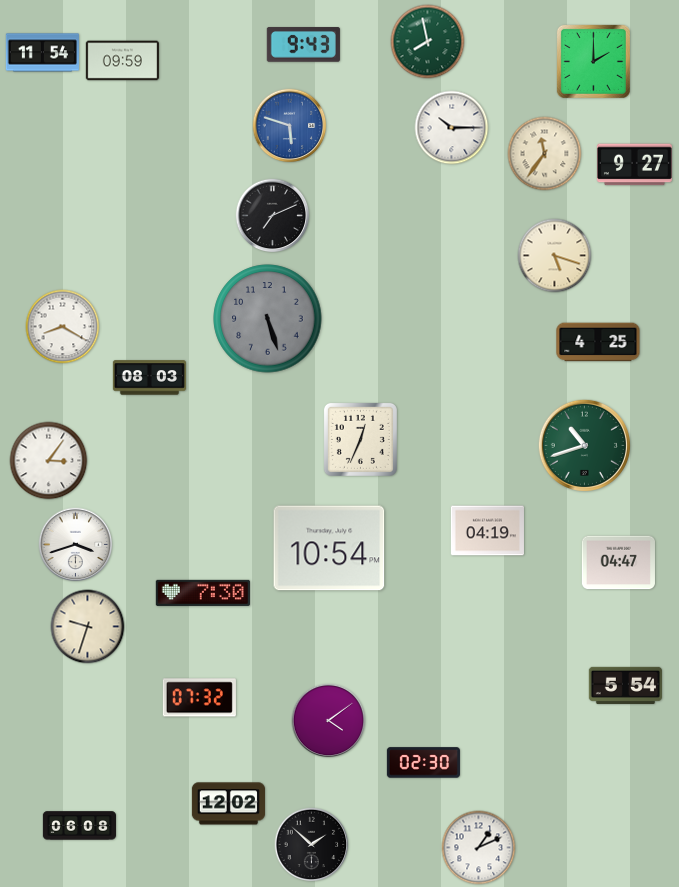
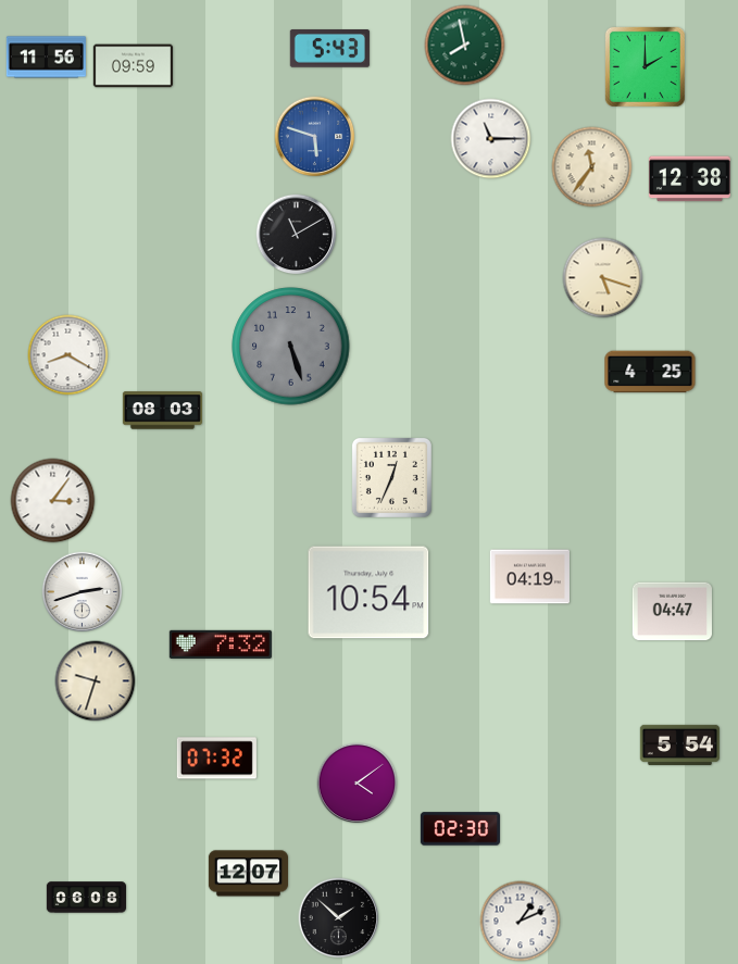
clock at (303, 45): 9:43 -> 5:43
clock at (42, 53): 11:54 -> 11:56
clock at (452, 128): 10:15 -> 11:15
clock at (634, 165): 9:27 -> 12:38
clock at (273, 216): 7:11 -> 11:10
clock at (584, 445): 10:42 -> none
clock at (76, 545): 3:42 -> 2:42
clock at (329, 548) position: (329, 548) -> (368, 592)
clock at (203, 593): 7:30 -> 7:32
clock at (228, 804): 12:02 -> 12:07
